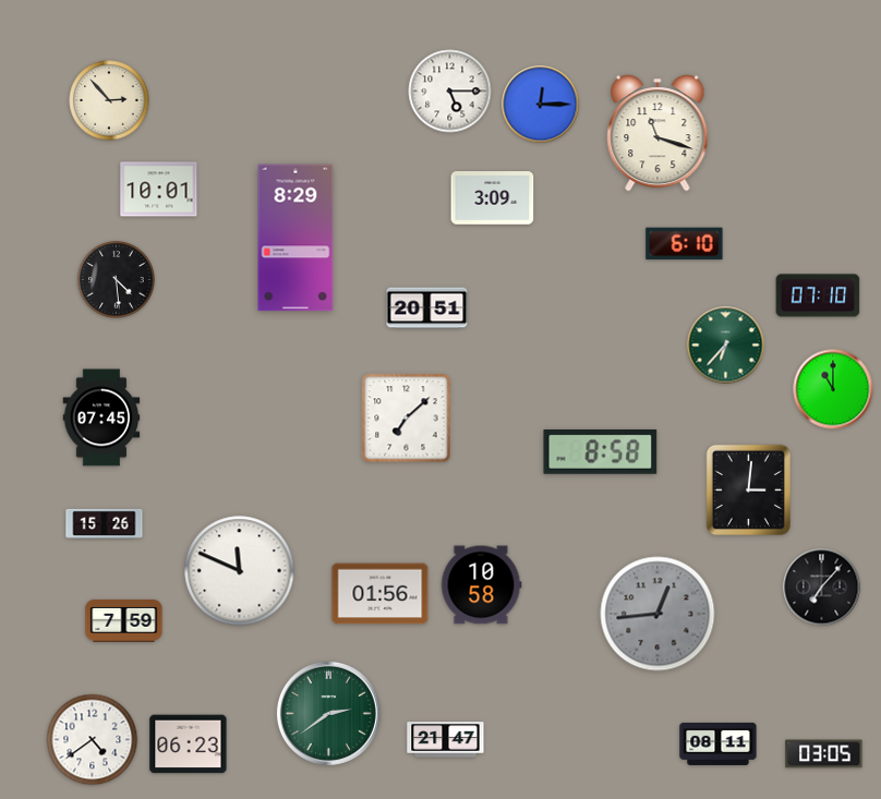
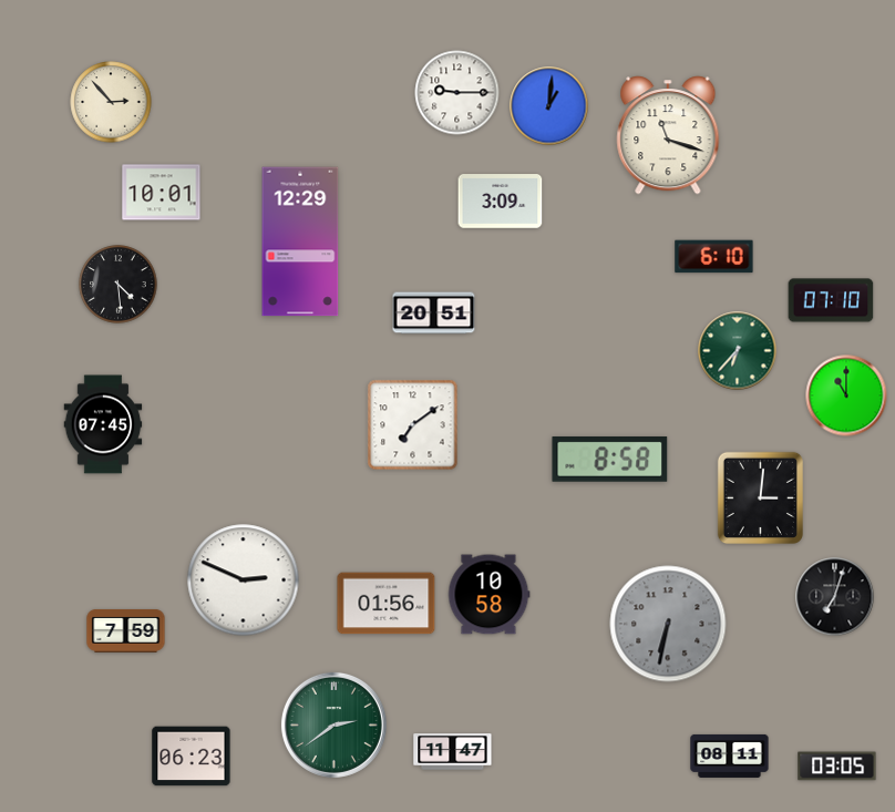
clock at (450, 92): 5:15 -> 9:15
clock at (541, 105): 12:15 -> 1:01
clock at (295, 238): 8:29 -> 12:29
clock at (685, 244) position: (685, 244) -> (714, 257)
clock at (407, 419): 7:08 -> 7:09
clock at (105, 523): 15:26 -> none
clock at (240, 571): 11:49 -> 2:49
clock at (822, 588): 7:07 -> 7:03
clock at (657, 614): 12:44 -> 6:32
clock at (93, 740): 4:39 -> none
clock at (446, 740): 21:47 -> 11:47
